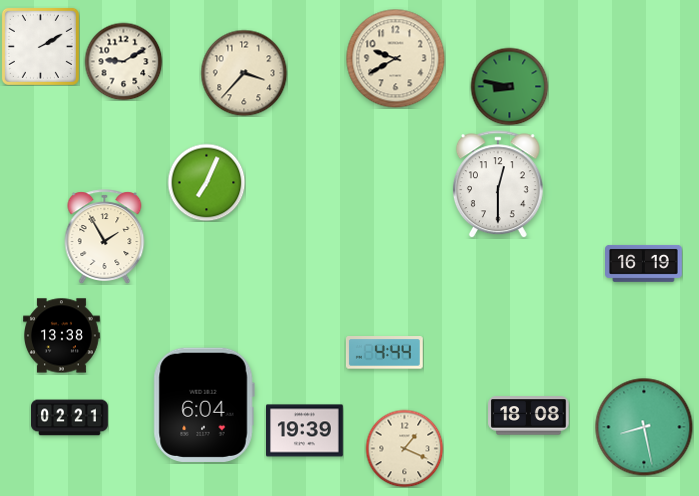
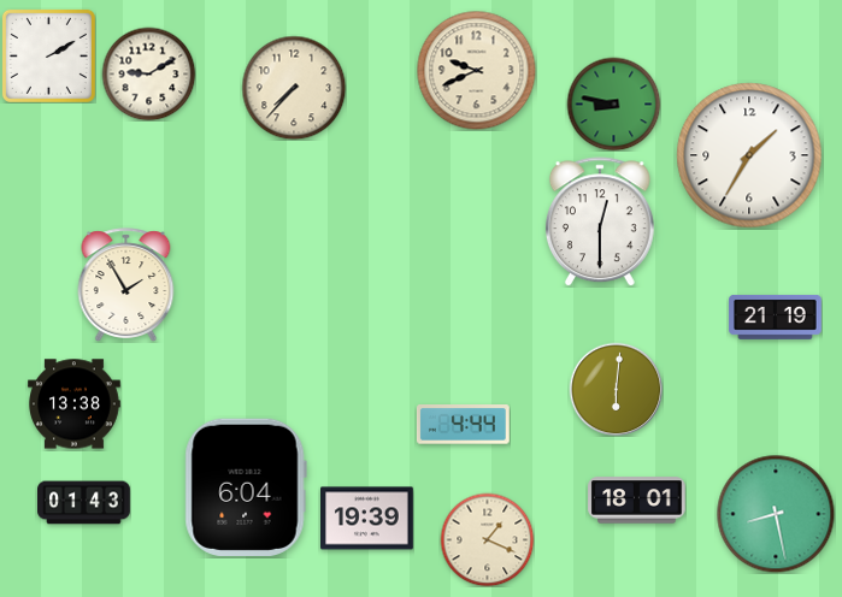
clock at (396, 59): 9:40 -> 9:41
clock at (244, 73): 3:37 -> 7:37
clock at (749, 155): none -> 1:35
clock at (206, 182): 7:04 -> none
clock at (644, 263): 16:19 -> 21:19
clock at (616, 389): none -> 6:01
clock at (529, 416): 18:08 -> 18:01
clock at (70, 418): 02:21 -> 01:43
